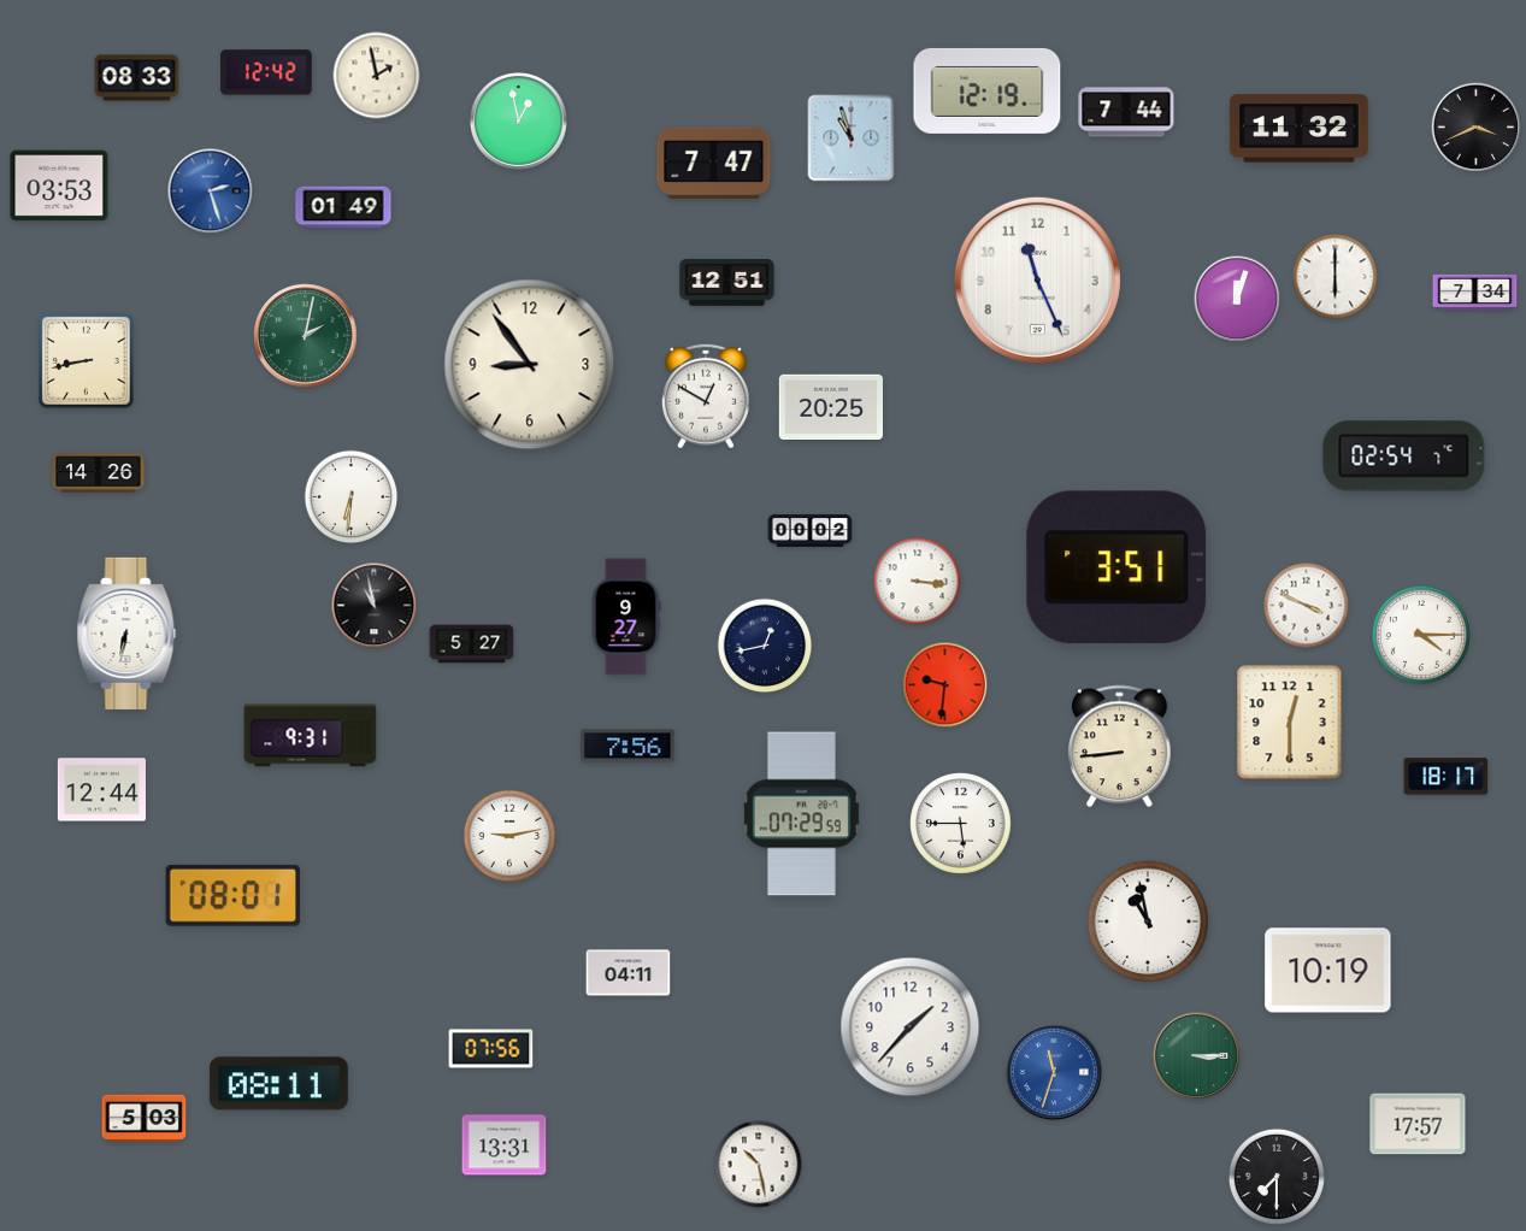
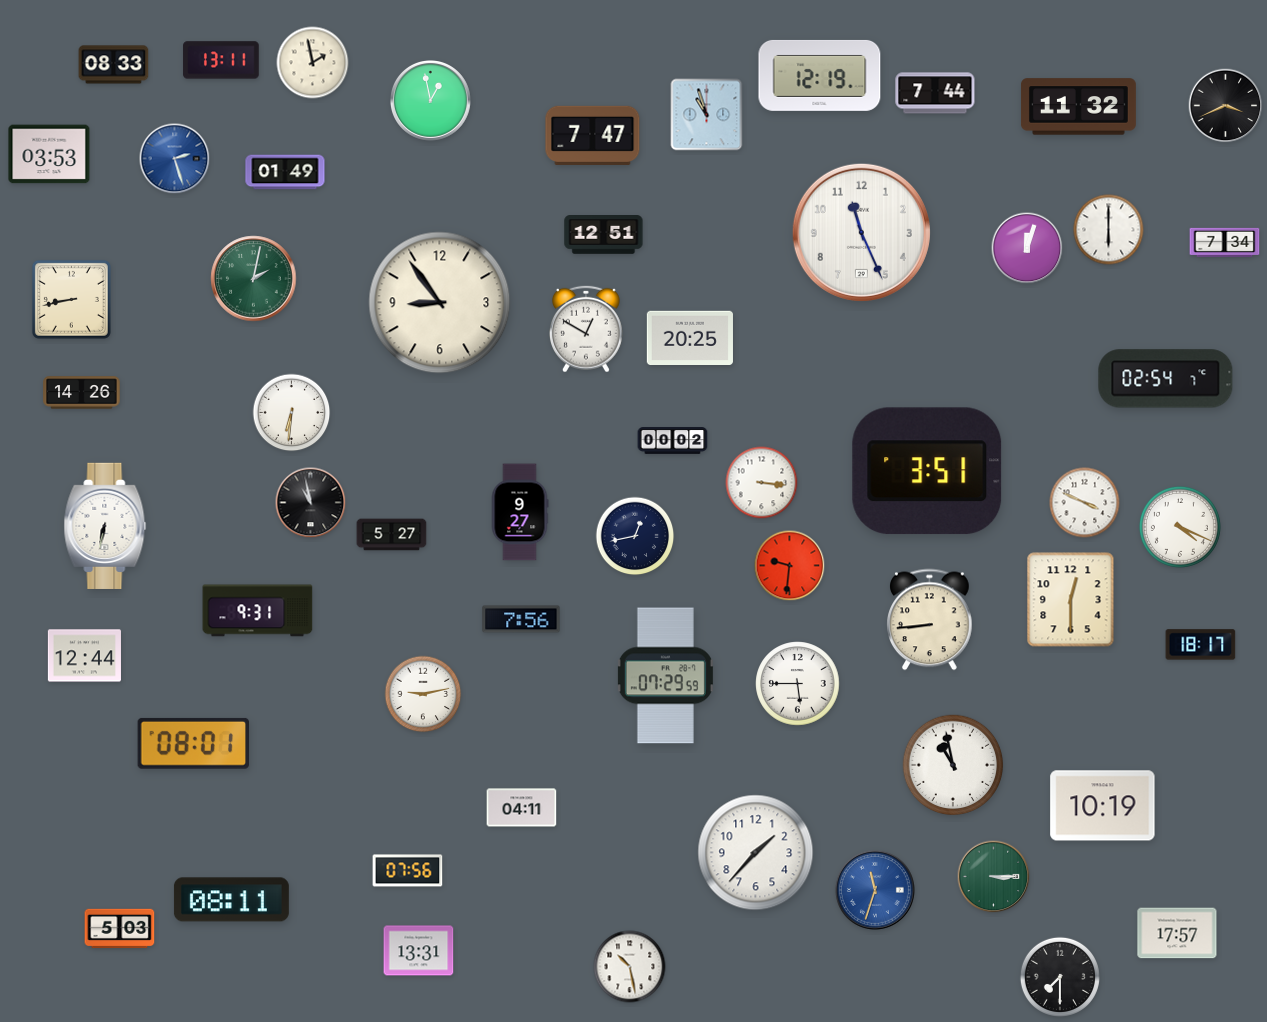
clock at (266, 72): 12:42 -> 13:11
clock at (1421, 635): 4:15 -> 4:19
clock at (945, 685) position: (945, 685) -> (790, 566)
